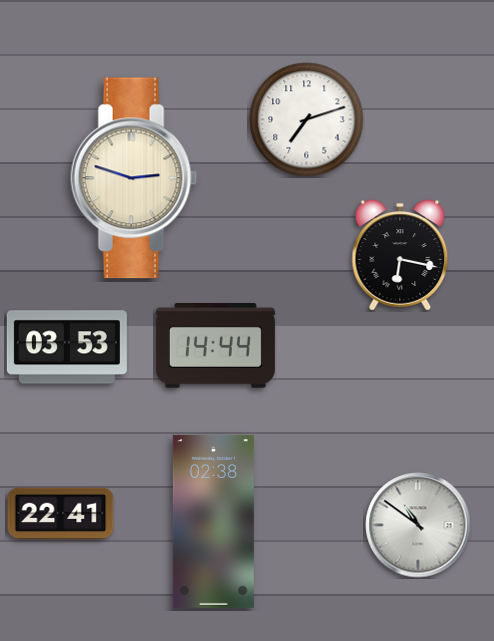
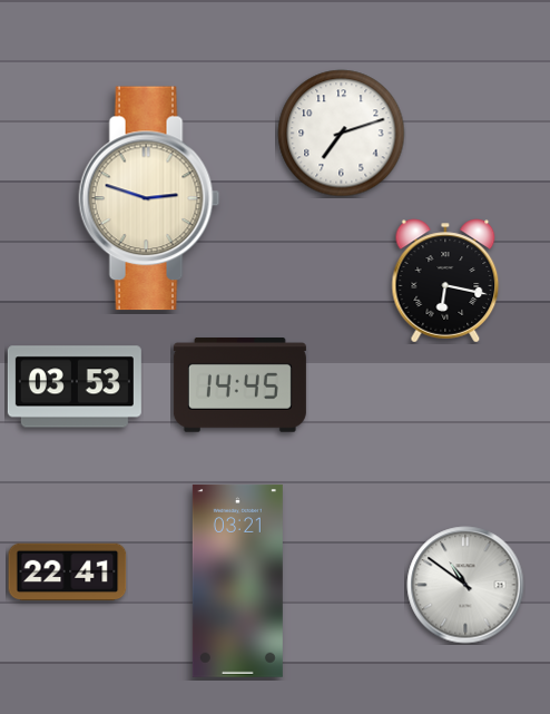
clock at (400, 255) position: (400, 255) -> (445, 281)
clock at (215, 346): 14:44 -> 14:45
clock at (213, 521): 02:38 -> 03:21
